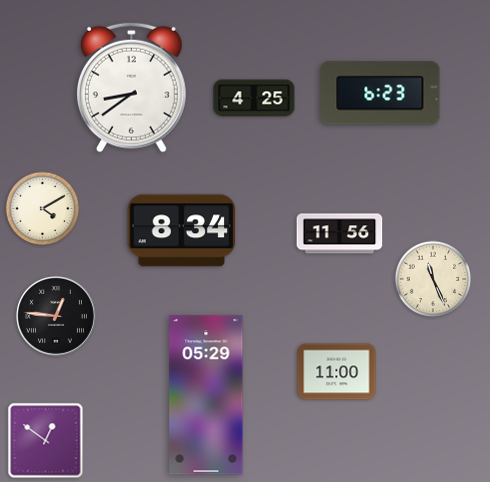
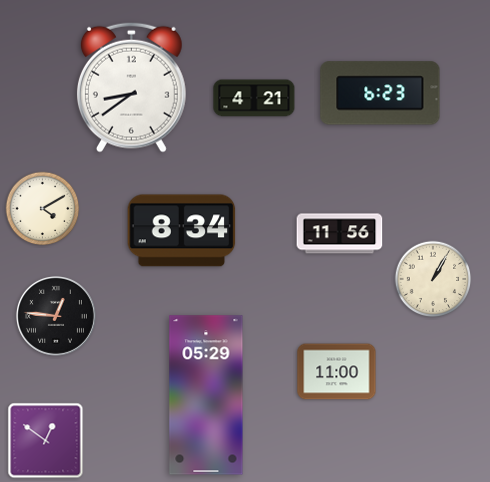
clock at (254, 98): 4:25 -> 4:21
clock at (433, 279): 11:26 -> 1:05
